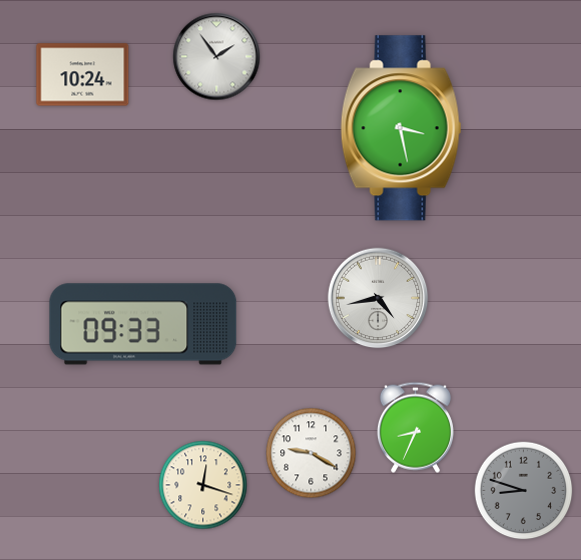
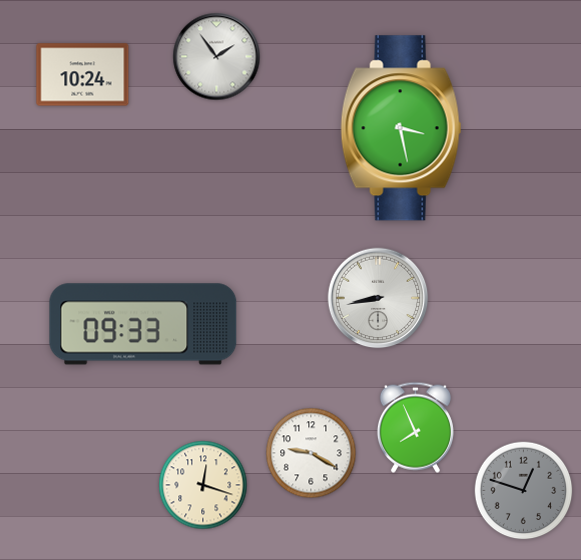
clock at (378, 298): 4:43 -> 8:43
clock at (415, 427): 8:34 -> 7:56
clock at (524, 491): 8:48 -> 12:48
